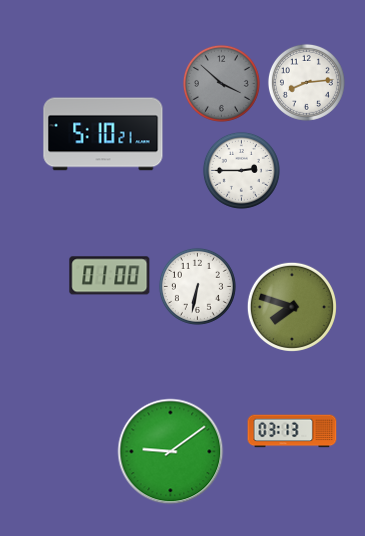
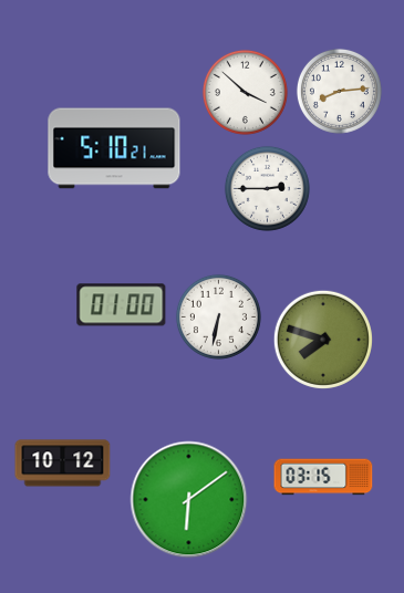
clock at (221, 83) dial: grey -> white
clock at (63, 464): none -> 10:12
clock at (292, 431): 03:13 -> 03:15
clock at (171, 452): 9:09 -> 6:09
